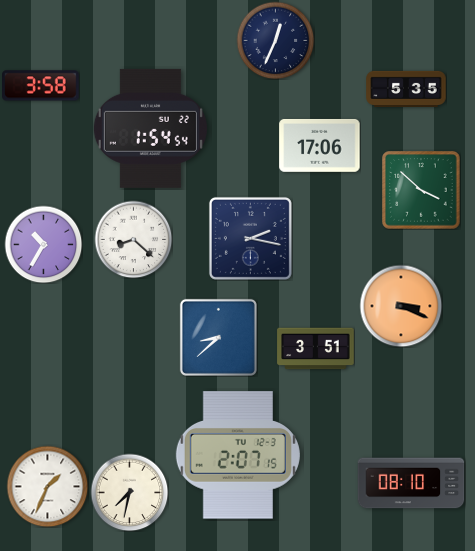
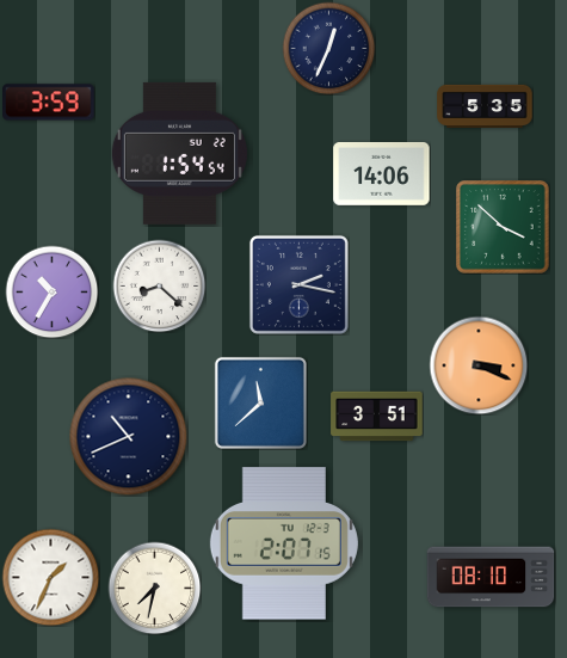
clock at (41, 86): 3:58 -> 3:59
clock at (320, 146): 17:06 -> 14:06
clock at (218, 337): 8:38 -> 11:38
clock at (129, 437): none -> 10:41
clock at (47, 486) position: (47, 486) -> (50, 577)
